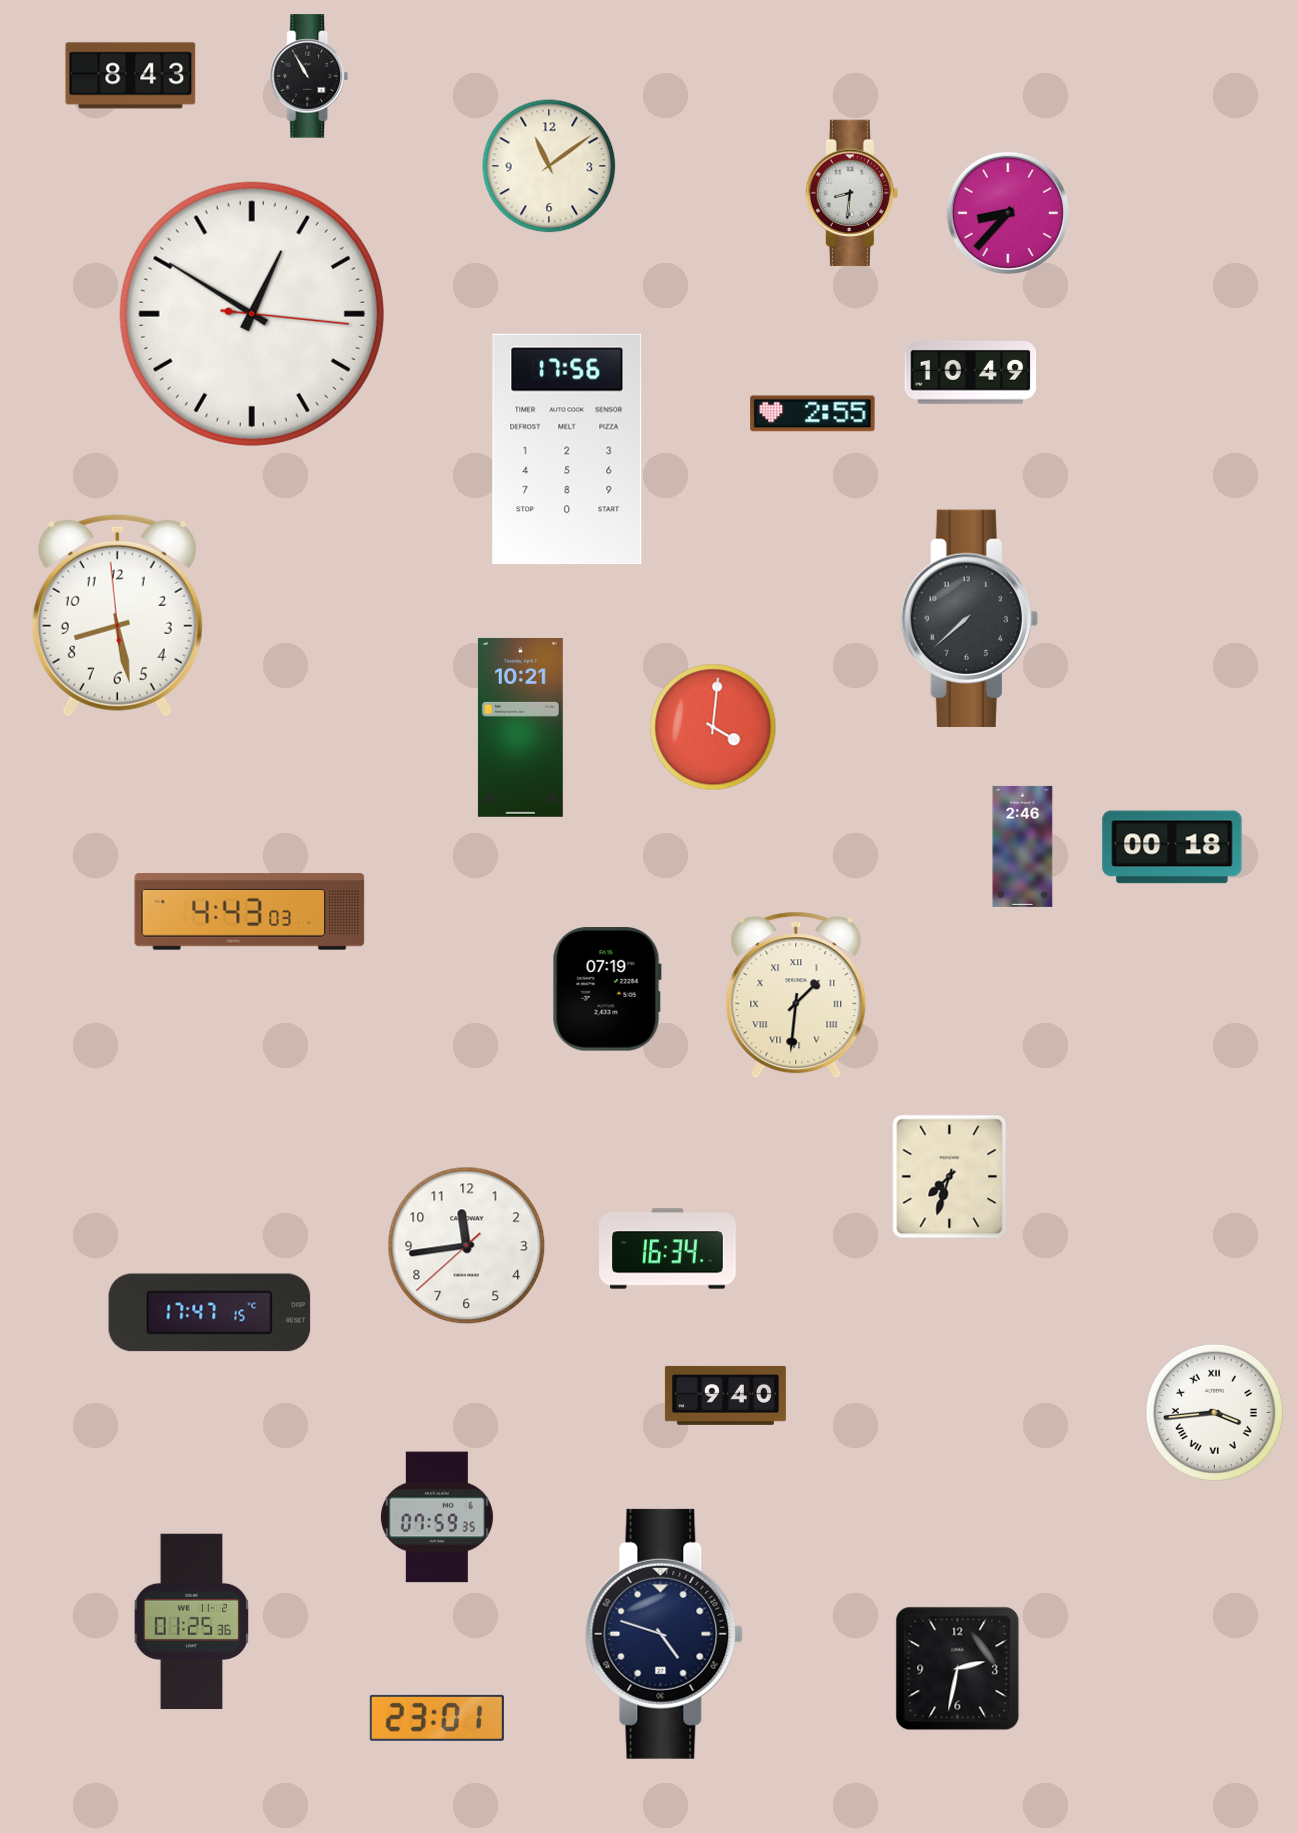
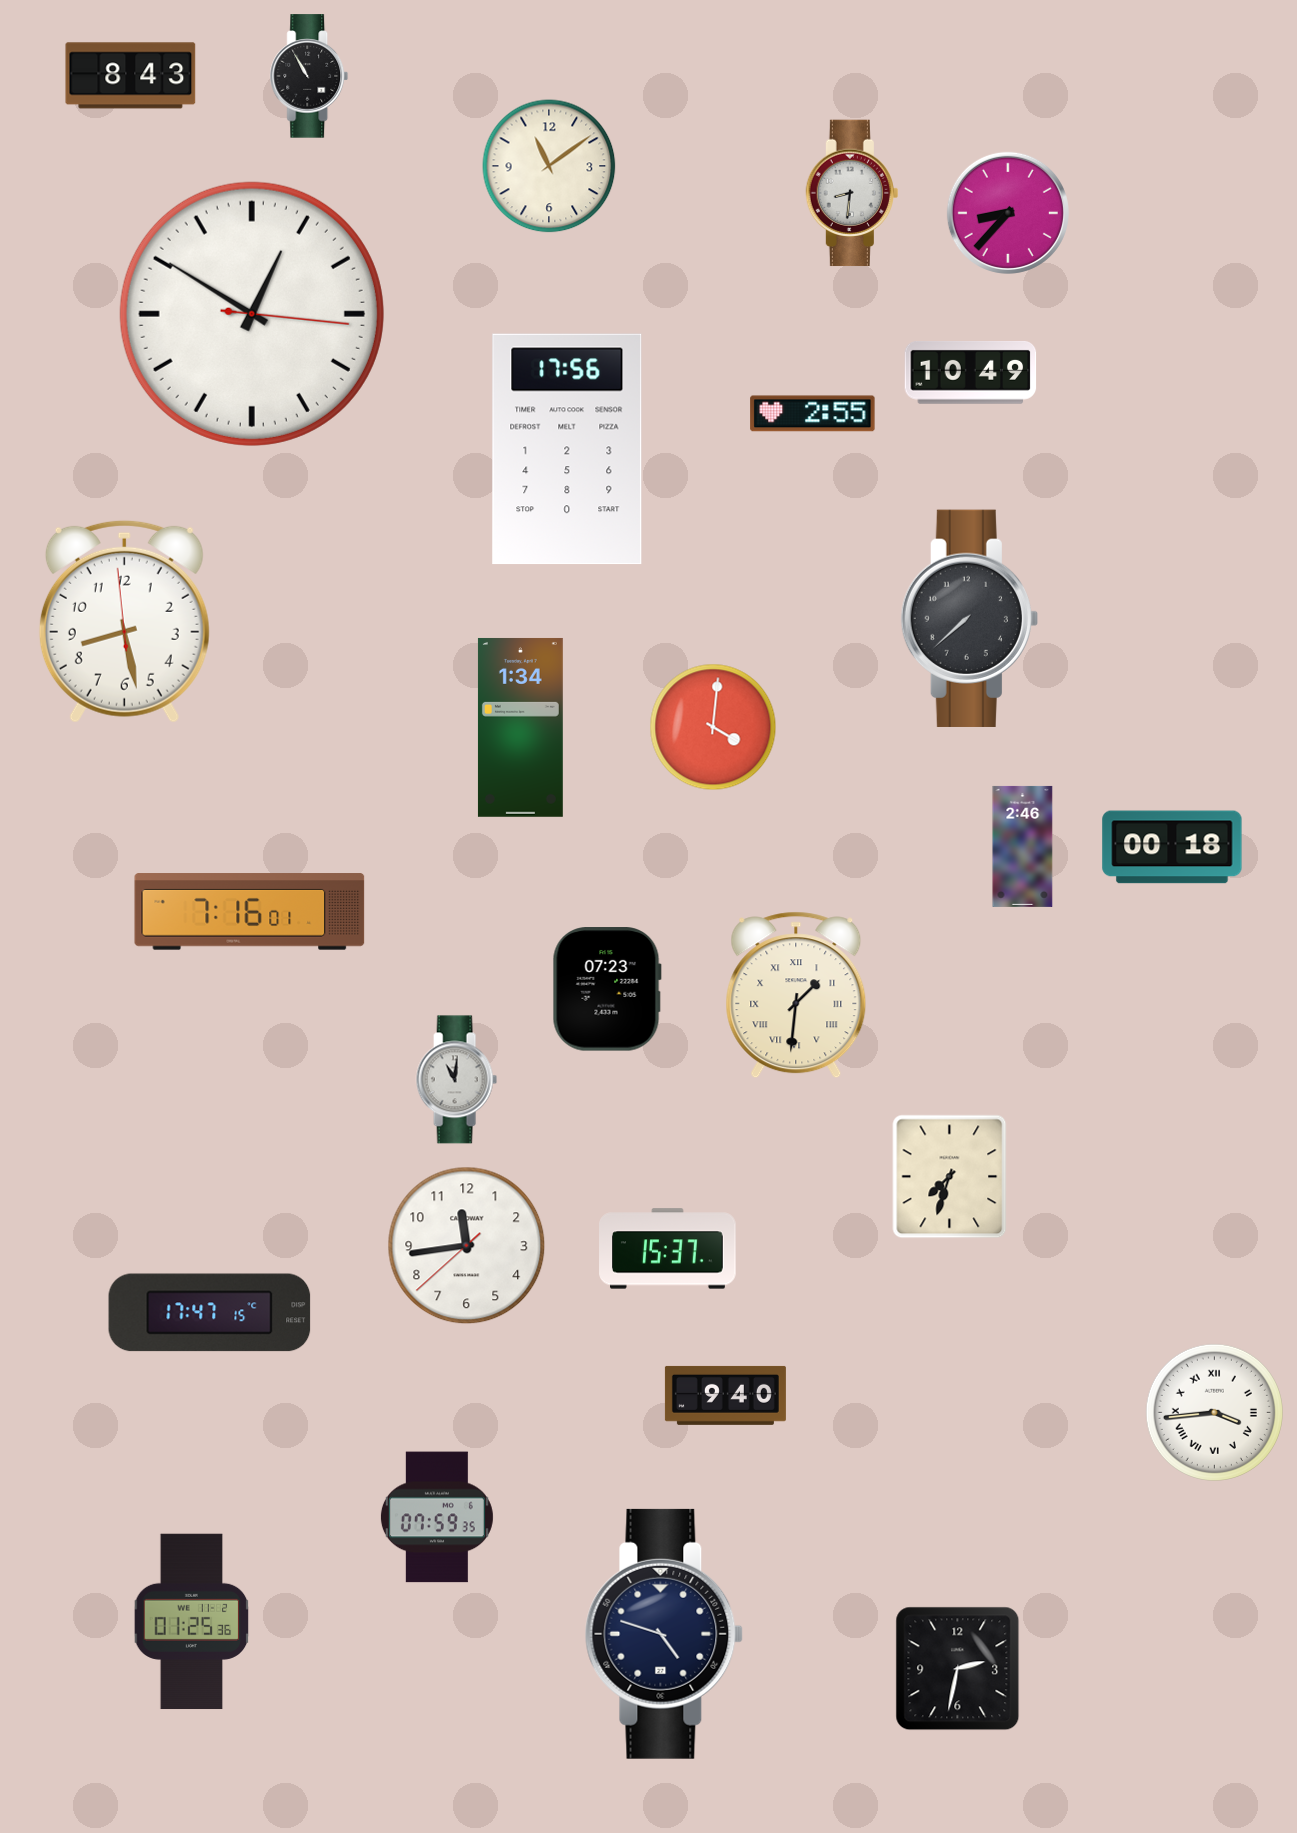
clock at (117, 615) position: (117, 615) -> (124, 621)
clock at (520, 727): 10:21 -> 1:34
clock at (250, 912): 4:43 -> 7:16
clock at (607, 989): 07:19 -> 07:23
clock at (456, 1080): none -> 11:01
clock at (668, 1249): 16:34 -> 15:37
clock at (437, 1718): 23:01 -> none
